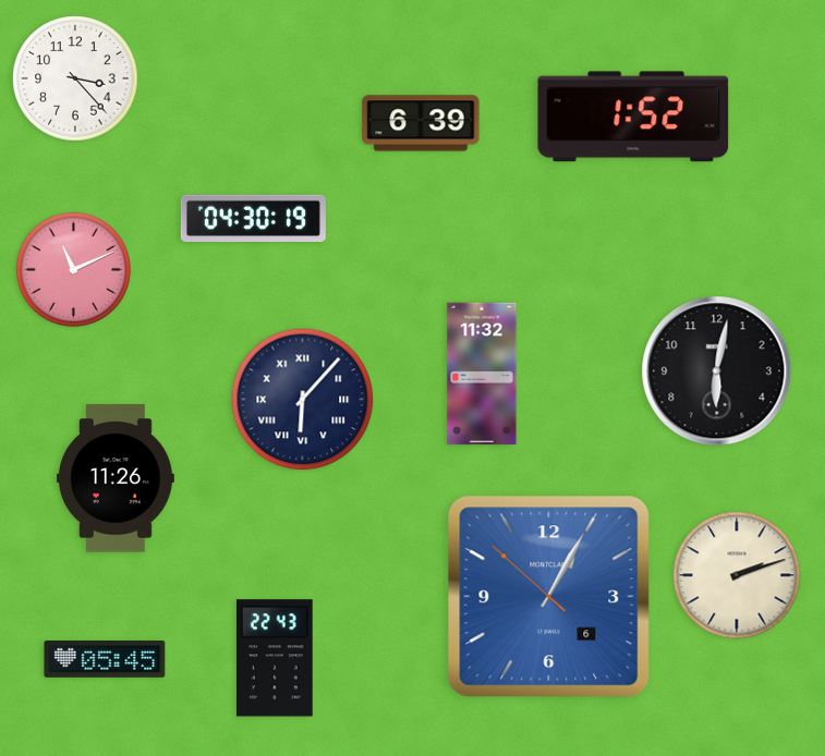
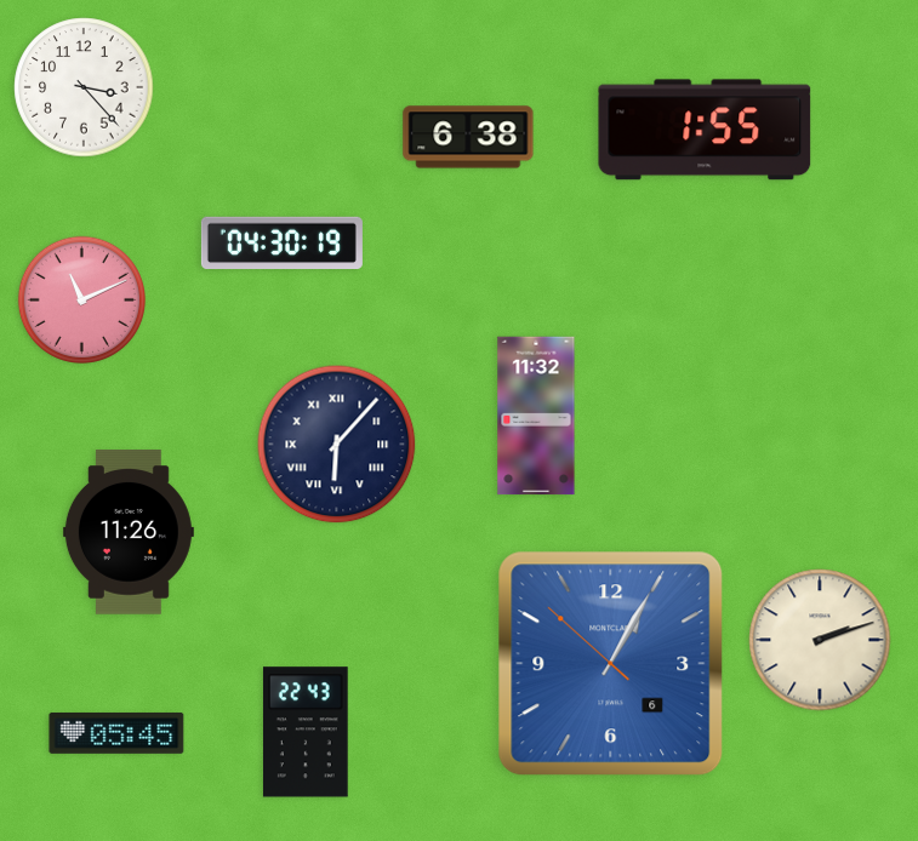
clock at (633, 117): 1:52 -> 1:55
clock at (421, 123): 6:39 -> 6:38
clock at (717, 371): 6:02 -> none
